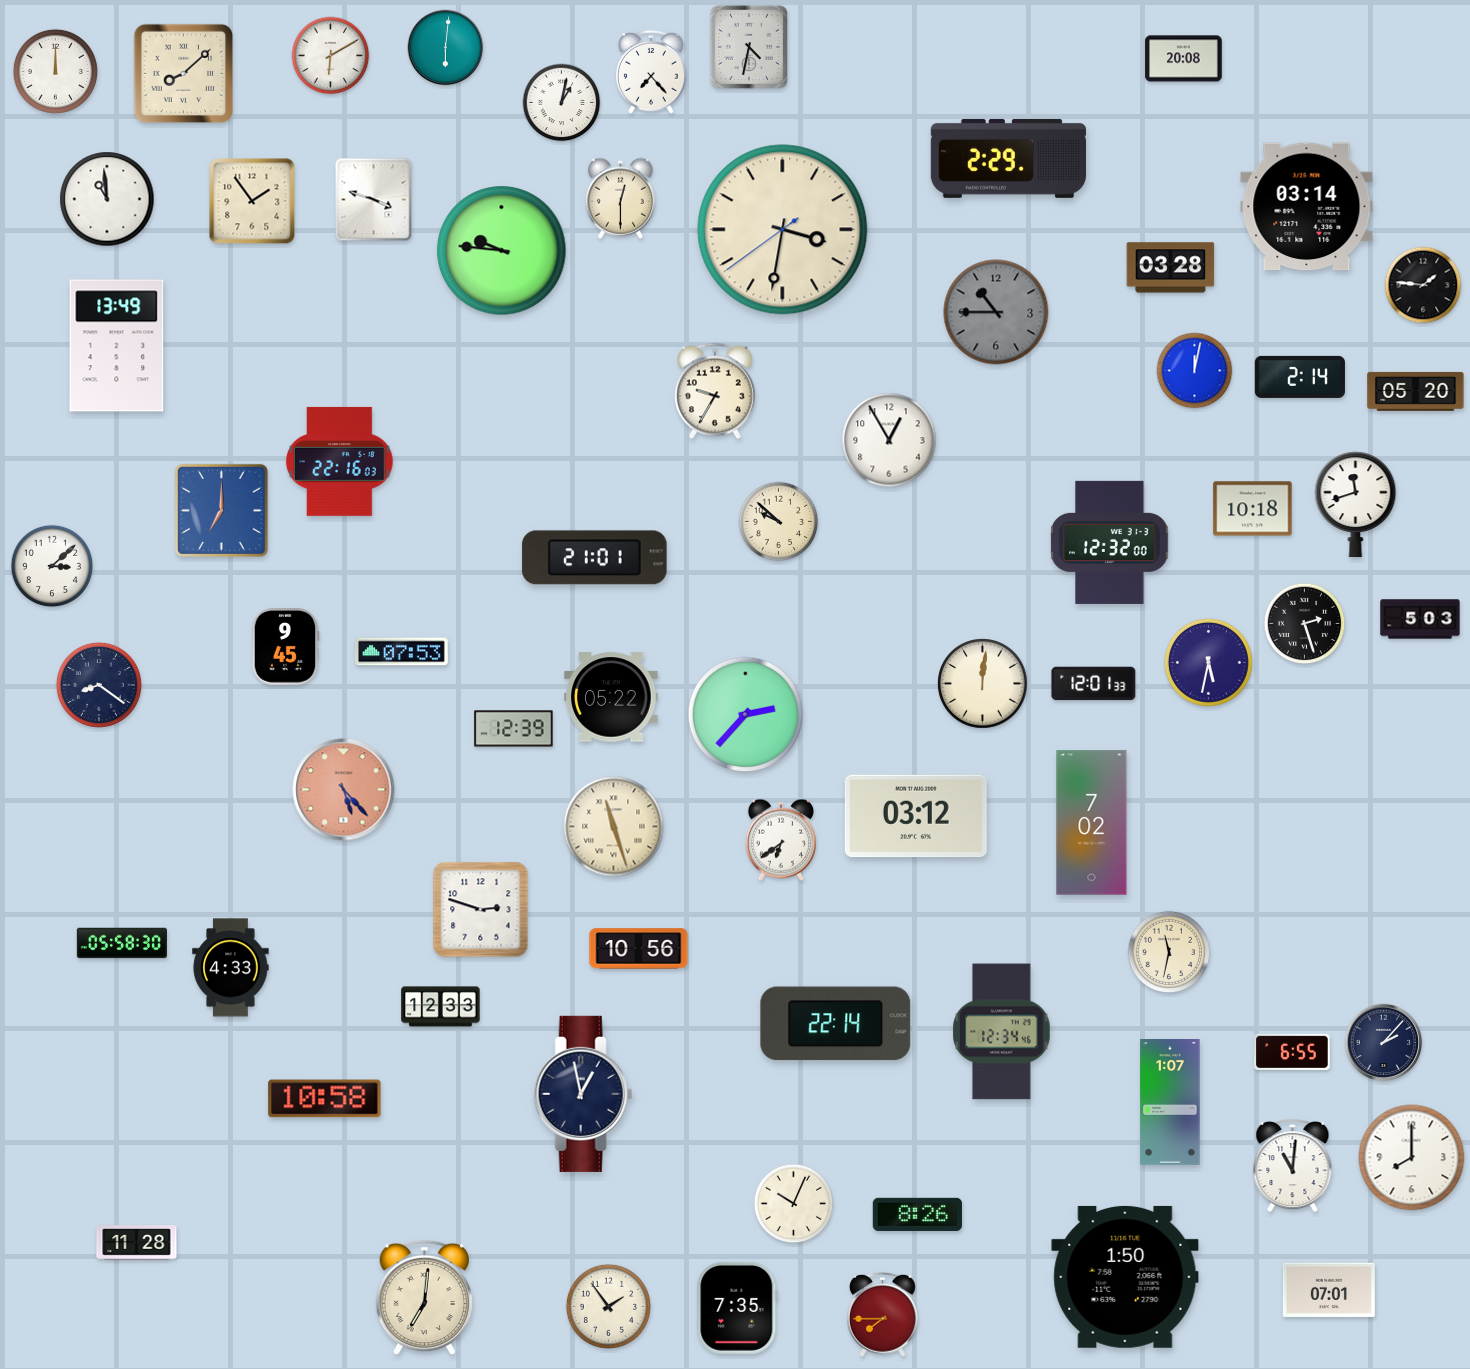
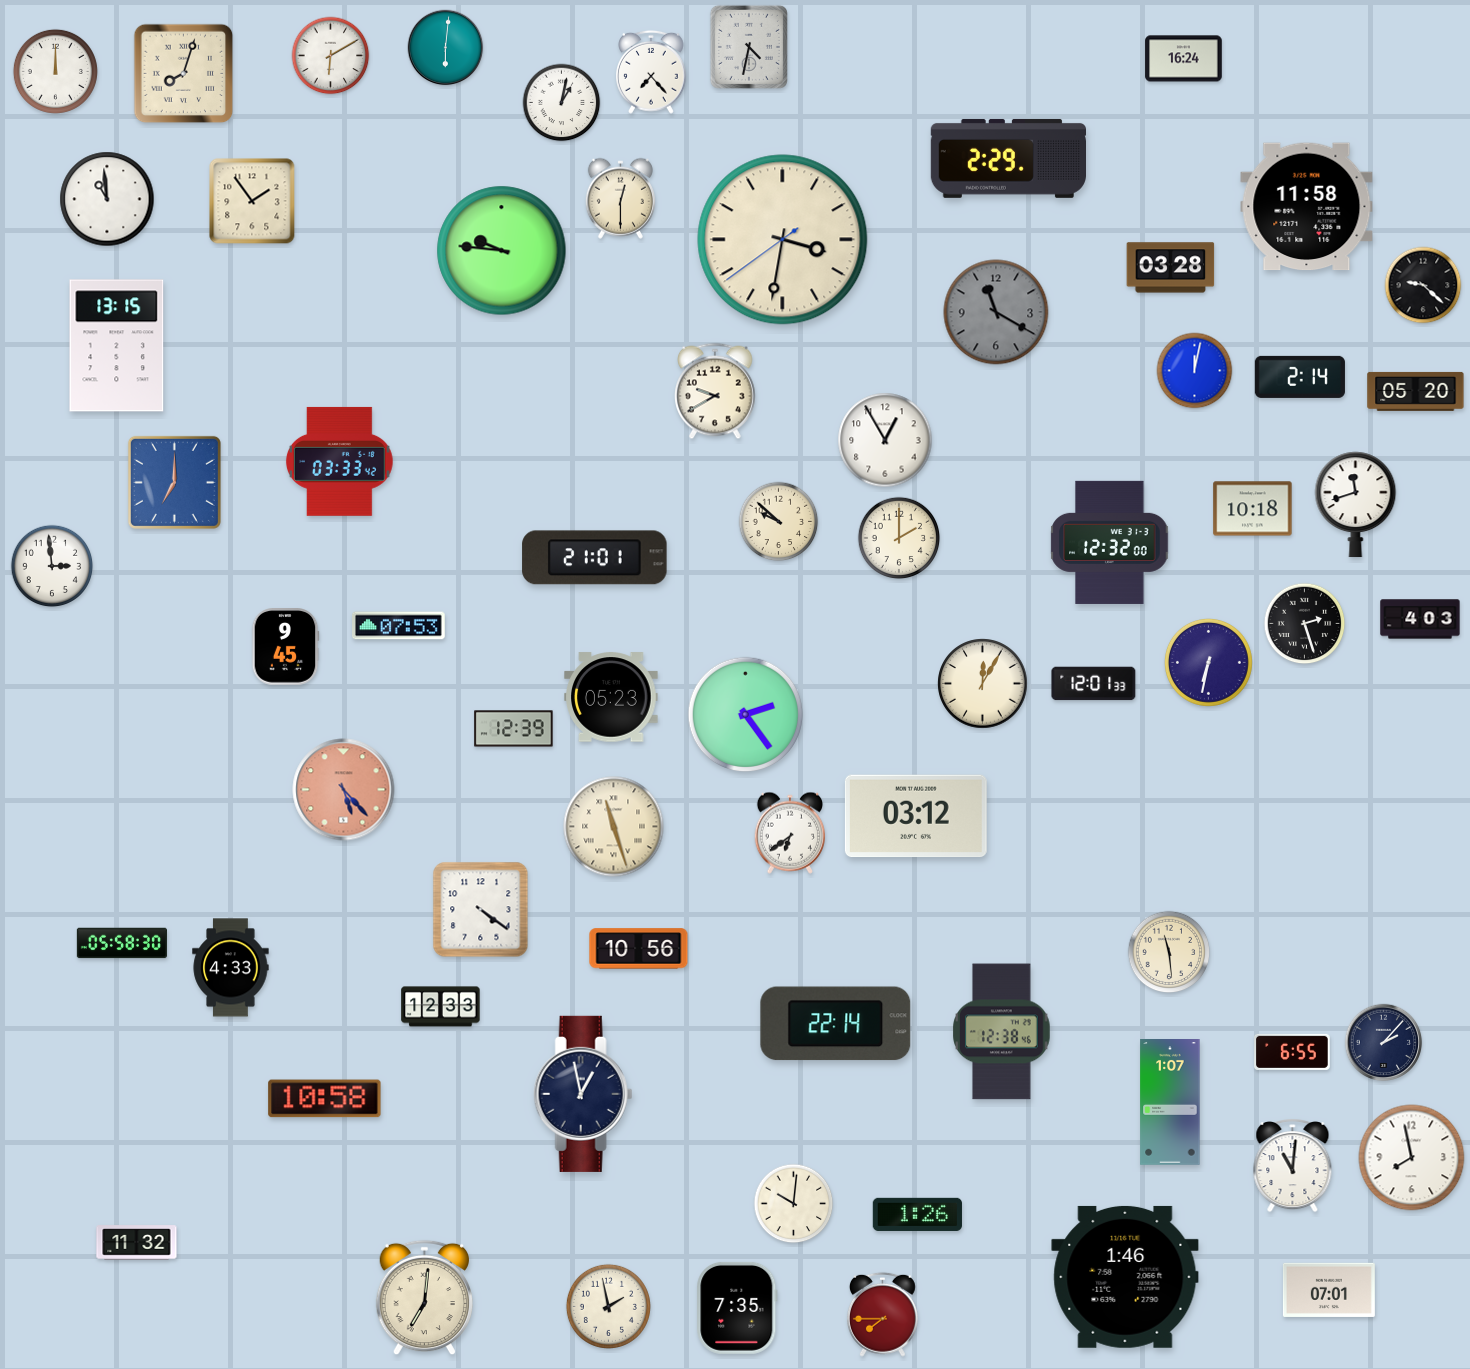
clock at (1184, 59): 20:08 -> 16:24
clock at (184, 74): 8:08 -> 8:03
clock at (374, 200): 3:48 -> none
clock at (1307, 207): 03:14 -> 11:58
clock at (783, 230) position: (783, 230) -> (783, 240)
clock at (1423, 285): 1:46 -> 9:22
clock at (996, 312): 10:45 -> 11:20
clock at (117, 346): 13:49 -> 13:15
clock at (715, 391): 9:35 -> 9:40
clock at (889, 440) position: (889, 440) -> (885, 440)
clock at (340, 461): 22:16 -> 03:33
clock at (221, 510) position: (221, 510) -> (174, 482)
clock at (899, 538): none -> 2:00
clock at (52, 566): 3:08 -> 2:59
clock at (1420, 619): 5:03 -> 4:03
clock at (402, 652) position: (402, 652) -> (399, 626)
clock at (1208, 662): 5:32 -> 6:32
clock at (983, 684): 12:01 -> 12:05
clock at (99, 685): 8:21 -> none
clock at (611, 697): 05:22 -> 05:23
clock at (746, 715): 2:37 -> 2:24
clock at (1092, 823): 7:02 -> none
clock at (780, 840) position: (780, 840) -> (789, 833)
clock at (481, 910): 2:48 -> 4:21
clock at (1169, 952): 11:32 -> 11:29
clock at (1002, 1032): 12:34 -> 12:38
clock at (1412, 1158): 8:00 -> 7:58
clock at (794, 1204): 10:04 -> 10:01
clock at (917, 1214): 8:26 -> 1:26
clock at (137, 1243): 11:28 -> 11:32
clock at (1125, 1277): 1:50 -> 1:46
clock at (608, 1306): 1:54 -> 1:58
